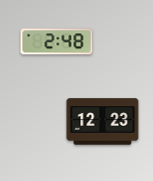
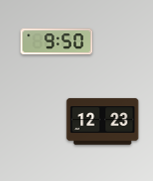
clock at (57, 42): 2:48 -> 9:50
